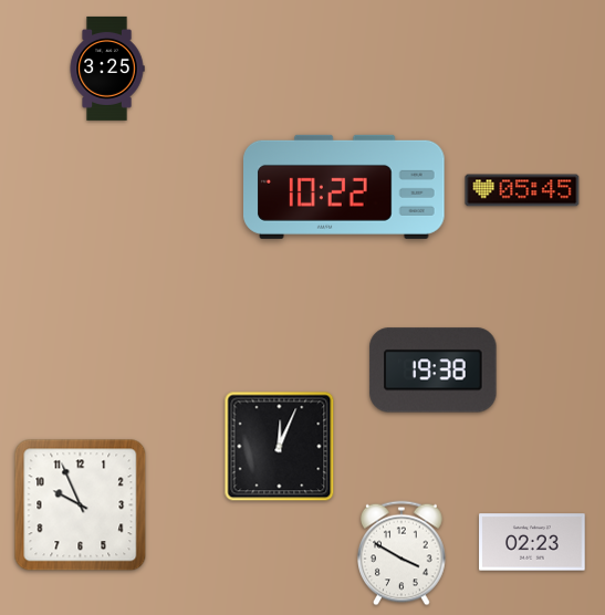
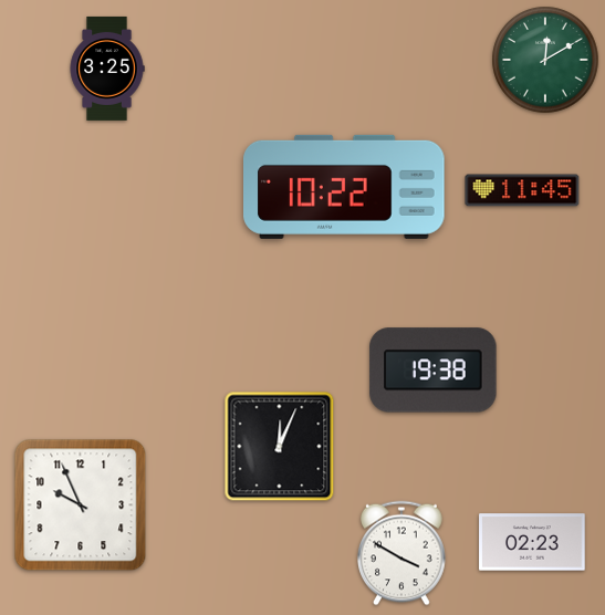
clock at (545, 60): none -> 12:10
clock at (522, 190): 05:45 -> 11:45
